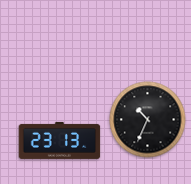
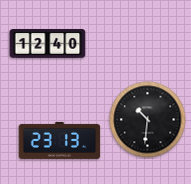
clock at (48, 44): none -> 12:40
clock at (148, 120): 10:34 -> 10:31
